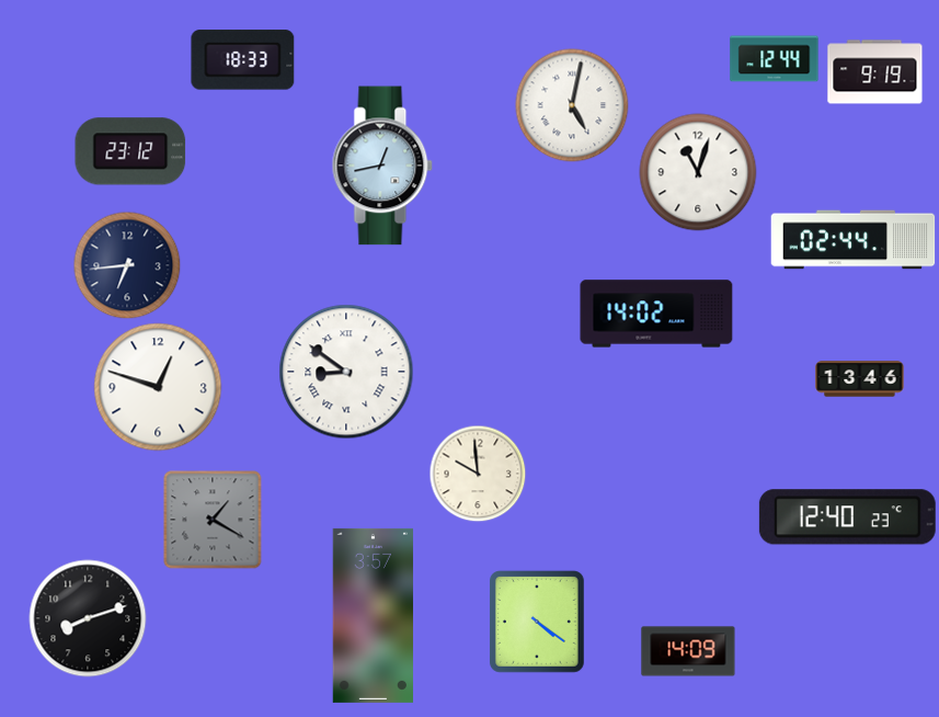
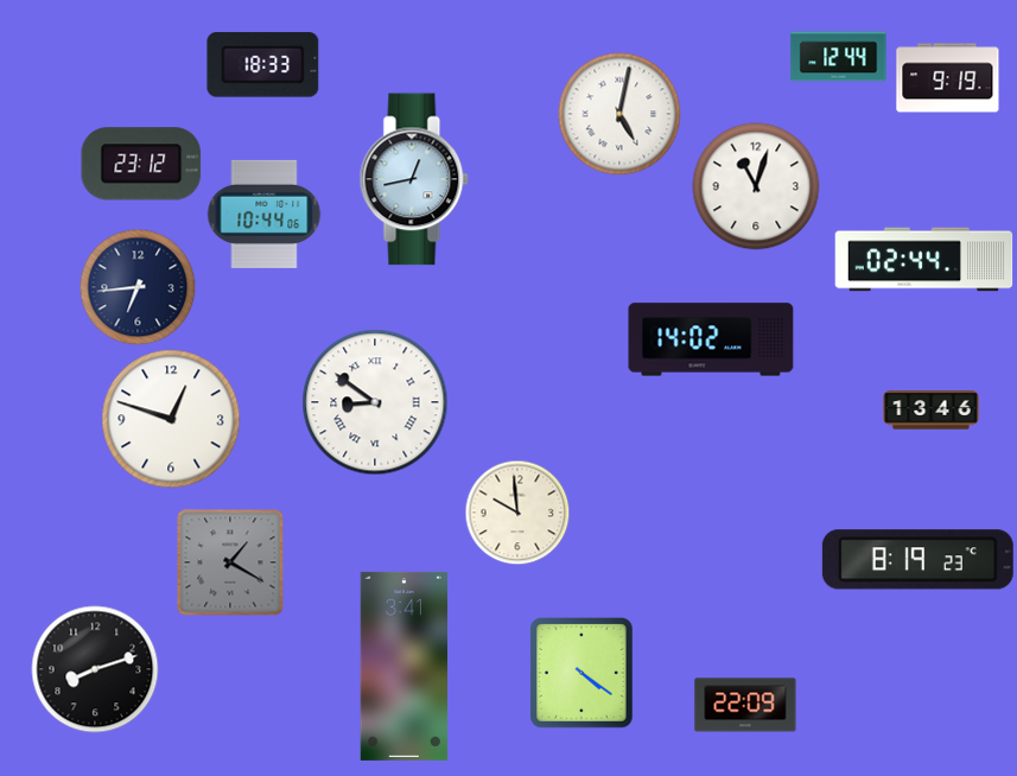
clock at (775, 59) position: (775, 59) -> (839, 57)
clock at (263, 214): none -> 10:44
clock at (847, 517): 12:40 -> 8:19
clock at (373, 615): 3:57 -> 3:41
clock at (688, 651): 14:09 -> 22:09
